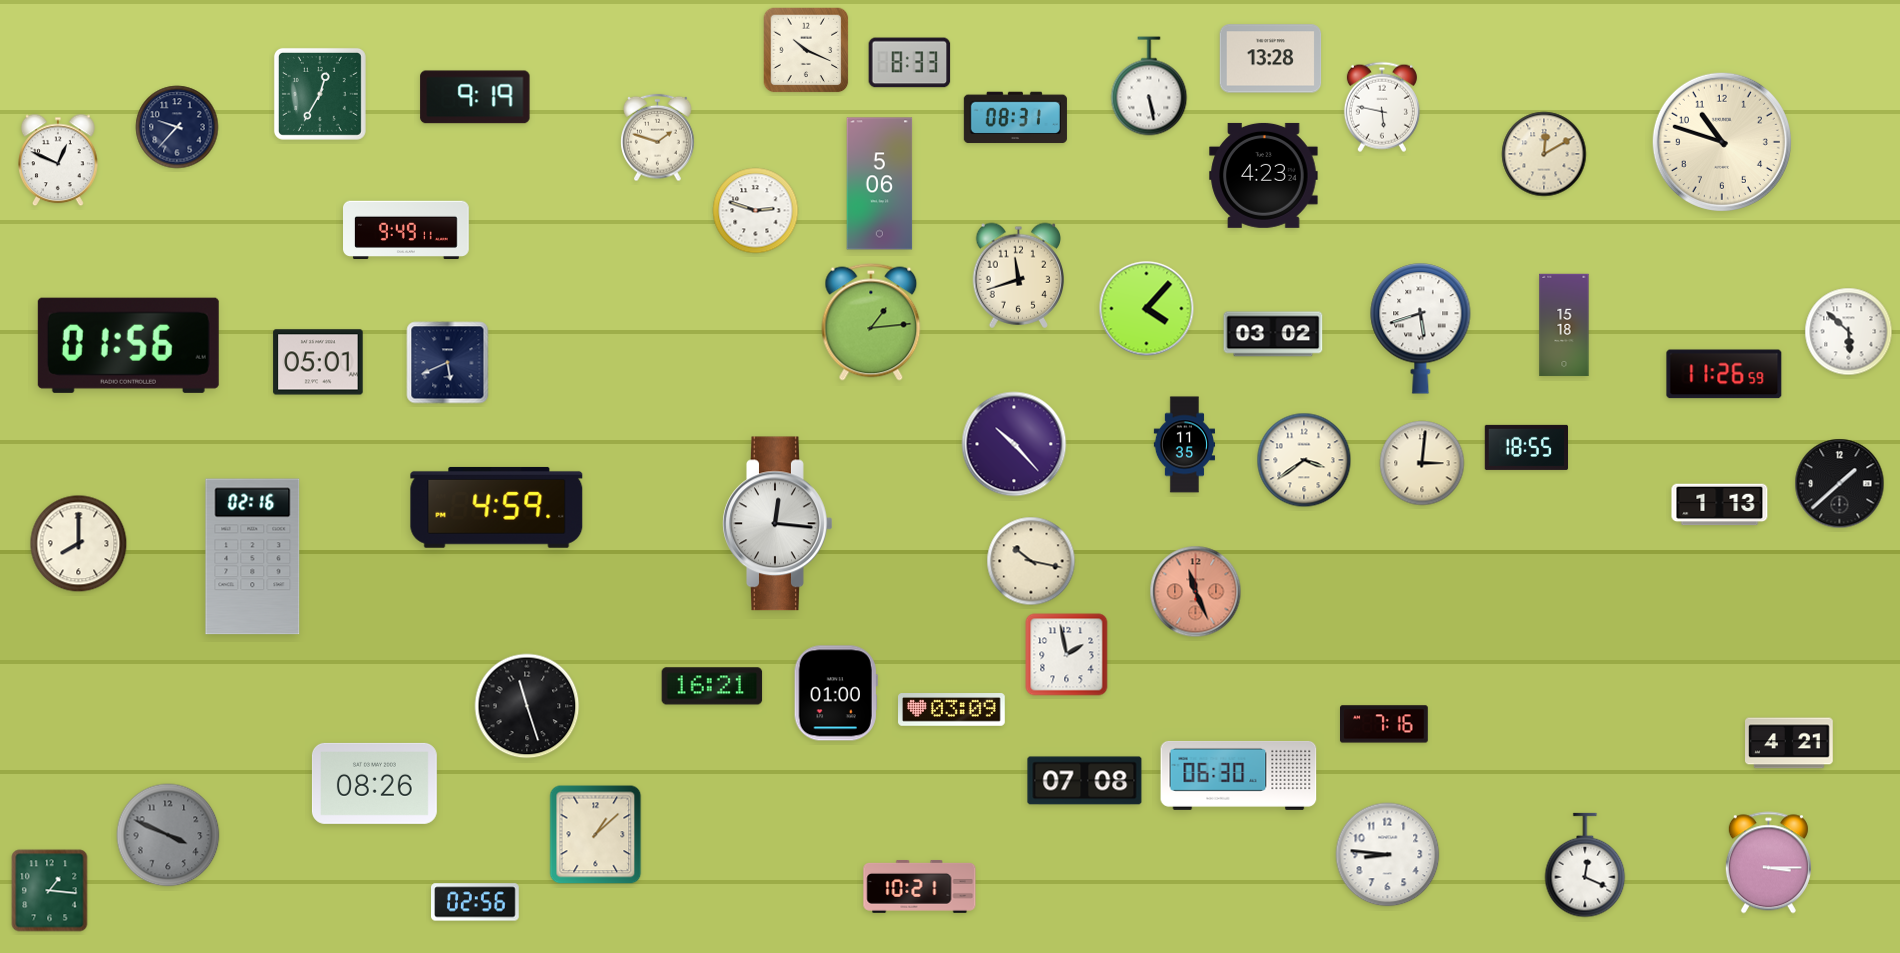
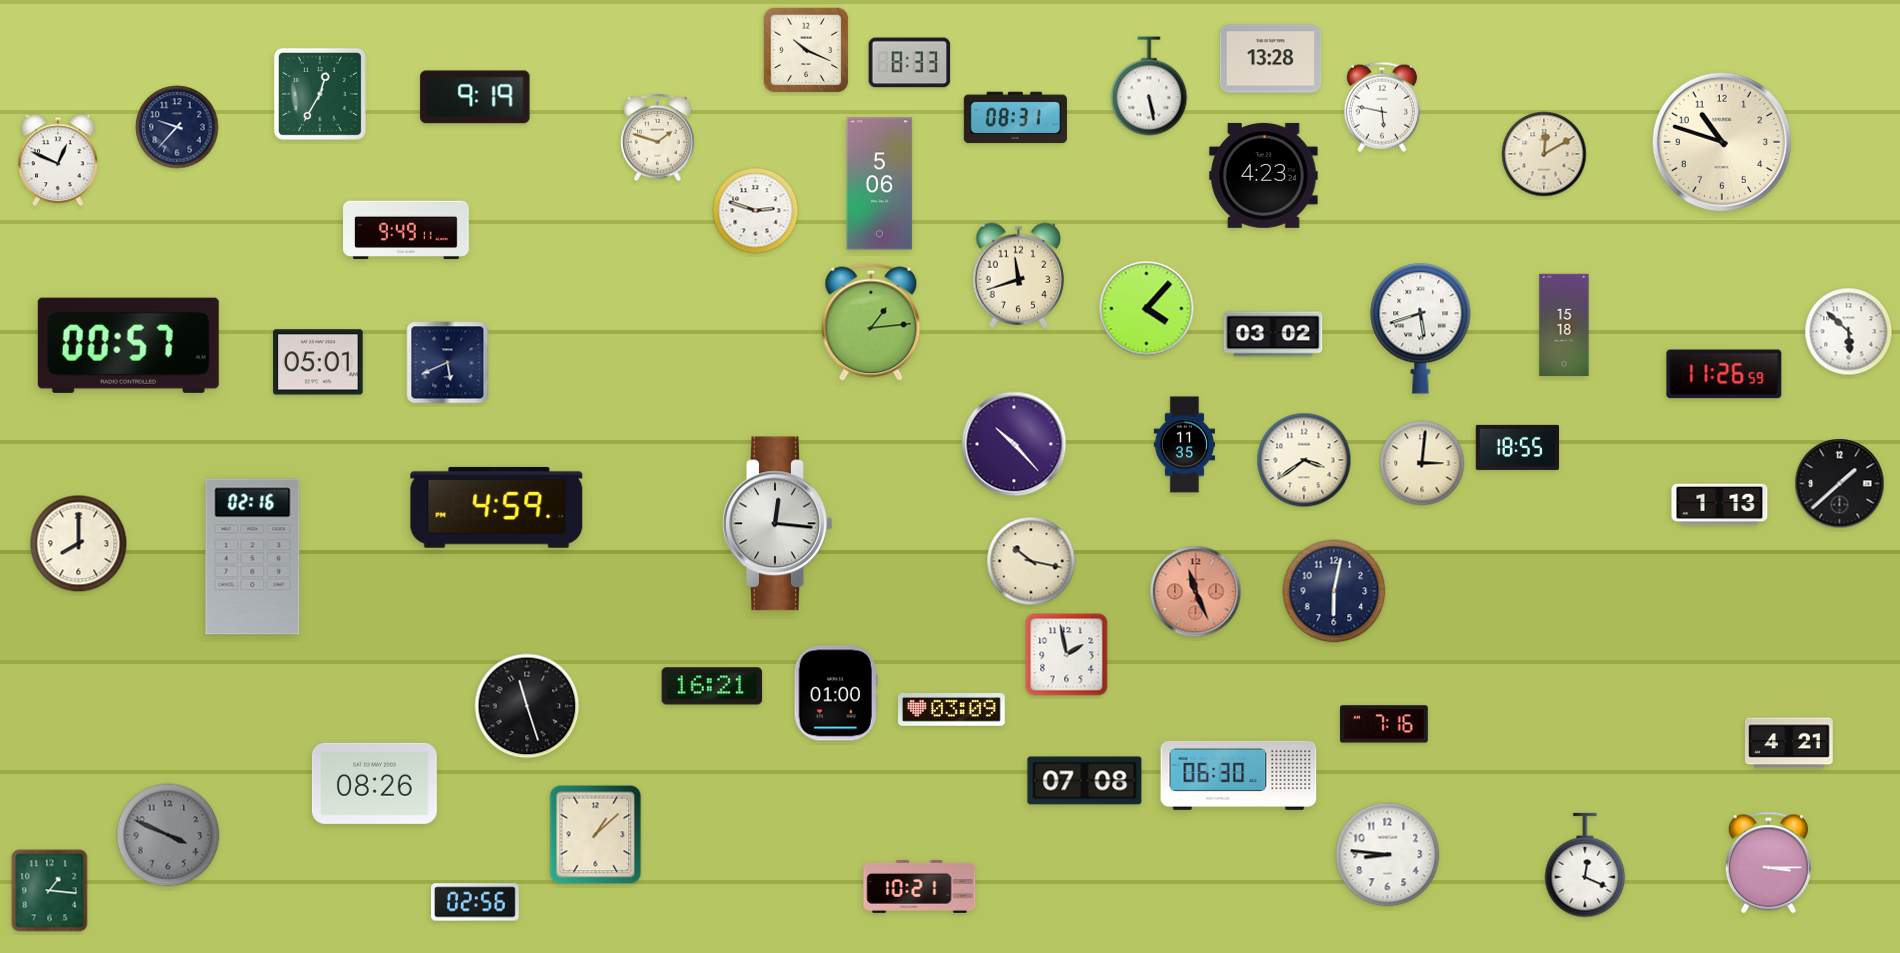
clock at (128, 345): 01:56 -> 00:57
clock at (1527, 447) position: (1527, 447) -> (1518, 447)
clock at (1334, 591): none -> 6:02
